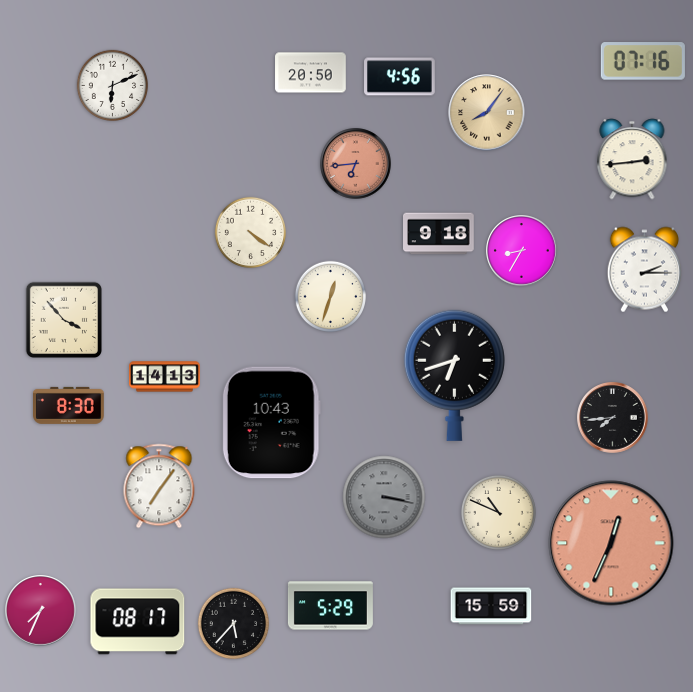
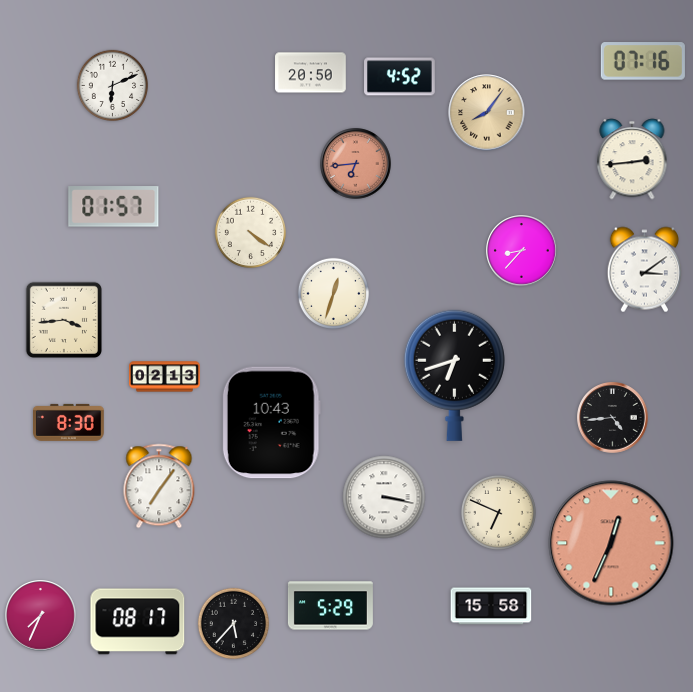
clock at (400, 77): 4:56 -> 4:52
clock at (114, 207): none -> 01:57
clock at (439, 234): 9:18 -> none
clock at (522, 251): 8:35 -> 8:37
clock at (644, 270): 2:15 -> 3:09
clock at (331, 297) position: (331, 297) -> (334, 294)
clock at (63, 319): 3:53 -> 3:44
clock at (165, 377): 14:13 -> 02:13
clock at (69, 405) position: (69, 405) -> (69, 422)
clock at (613, 418): 7:44 -> 4:44
clock at (384, 497) dial: grey -> white
clock at (498, 512): 10:49 -> 6:49
clock at (491, 606): 15:59 -> 15:58
clock at (41, 611) position: (41, 611) -> (41, 616)
